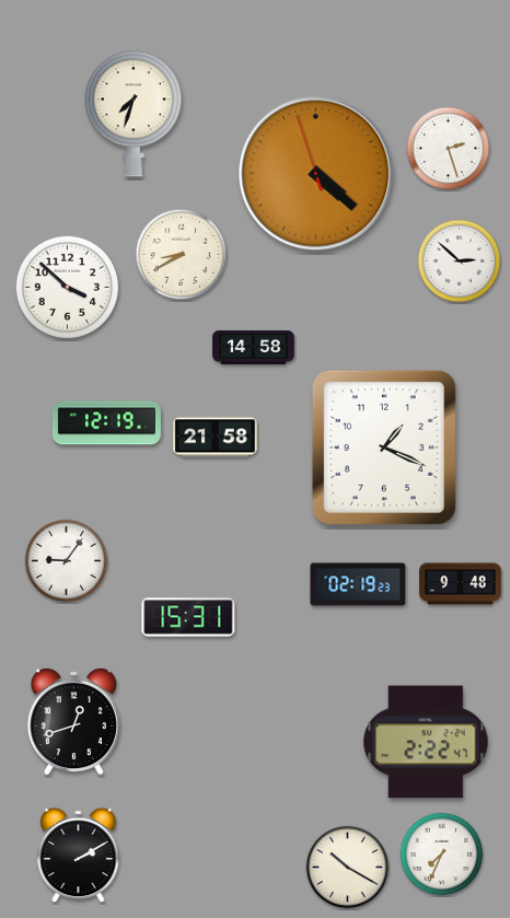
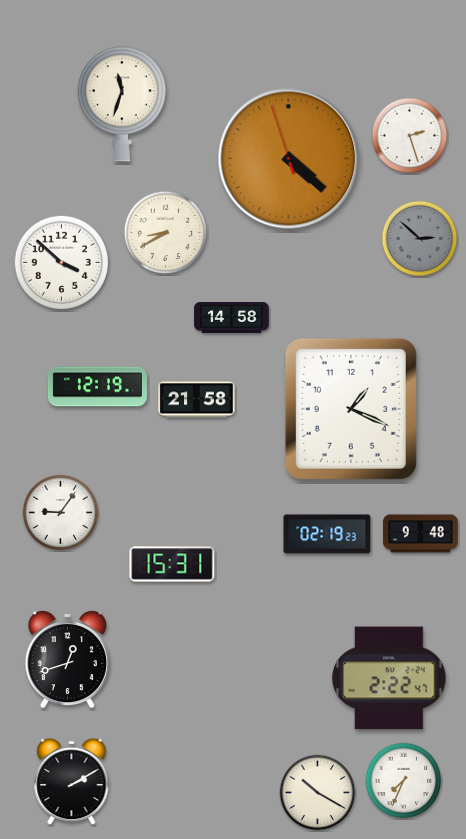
clock at (134, 114): 7:33 -> 11:33
clock at (460, 262) dial: white -> grey
